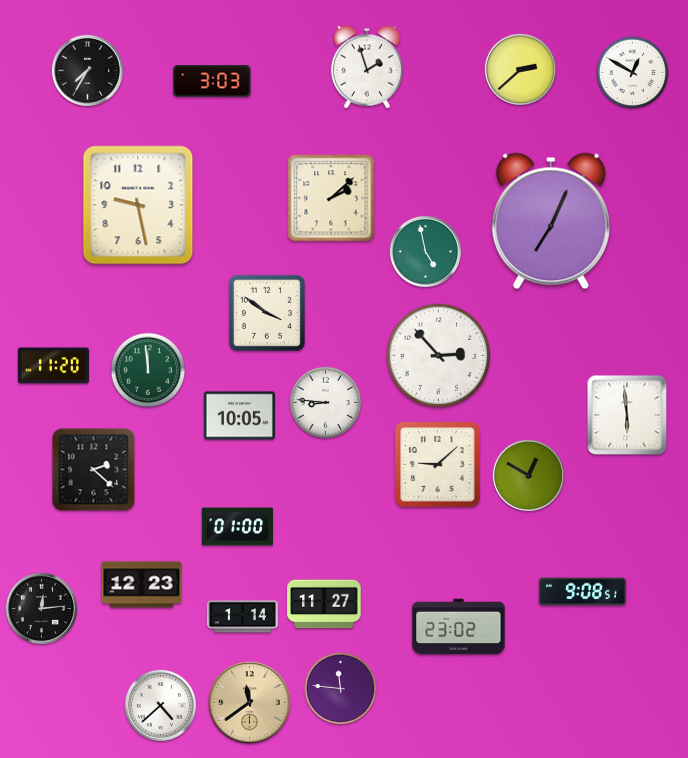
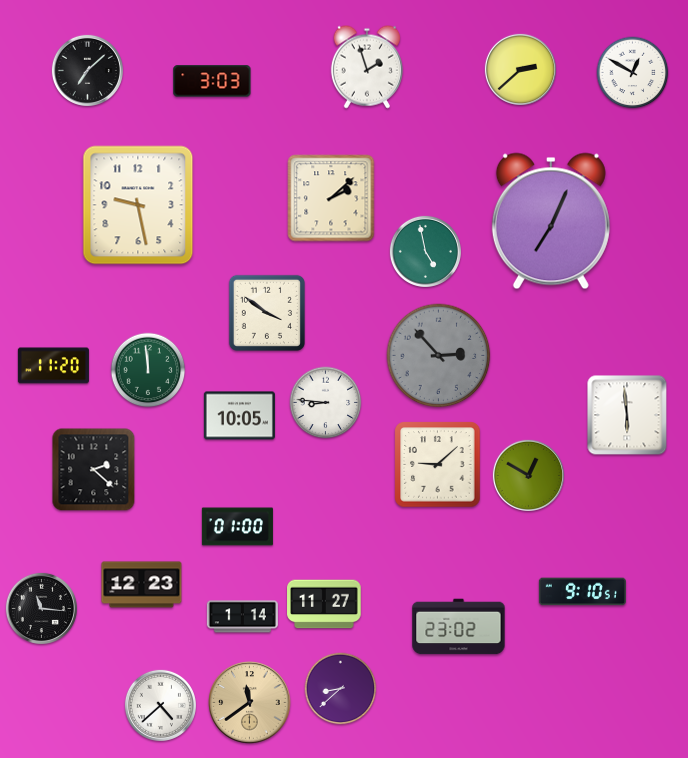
clock at (87, 70): 7:35 -> 7:08
clock at (439, 356) dial: white -> grey
clock at (582, 592): 9:08 -> 9:10
clock at (41, 608): 12:14 -> 11:16
clock at (341, 689): 11:46 -> 8:38
